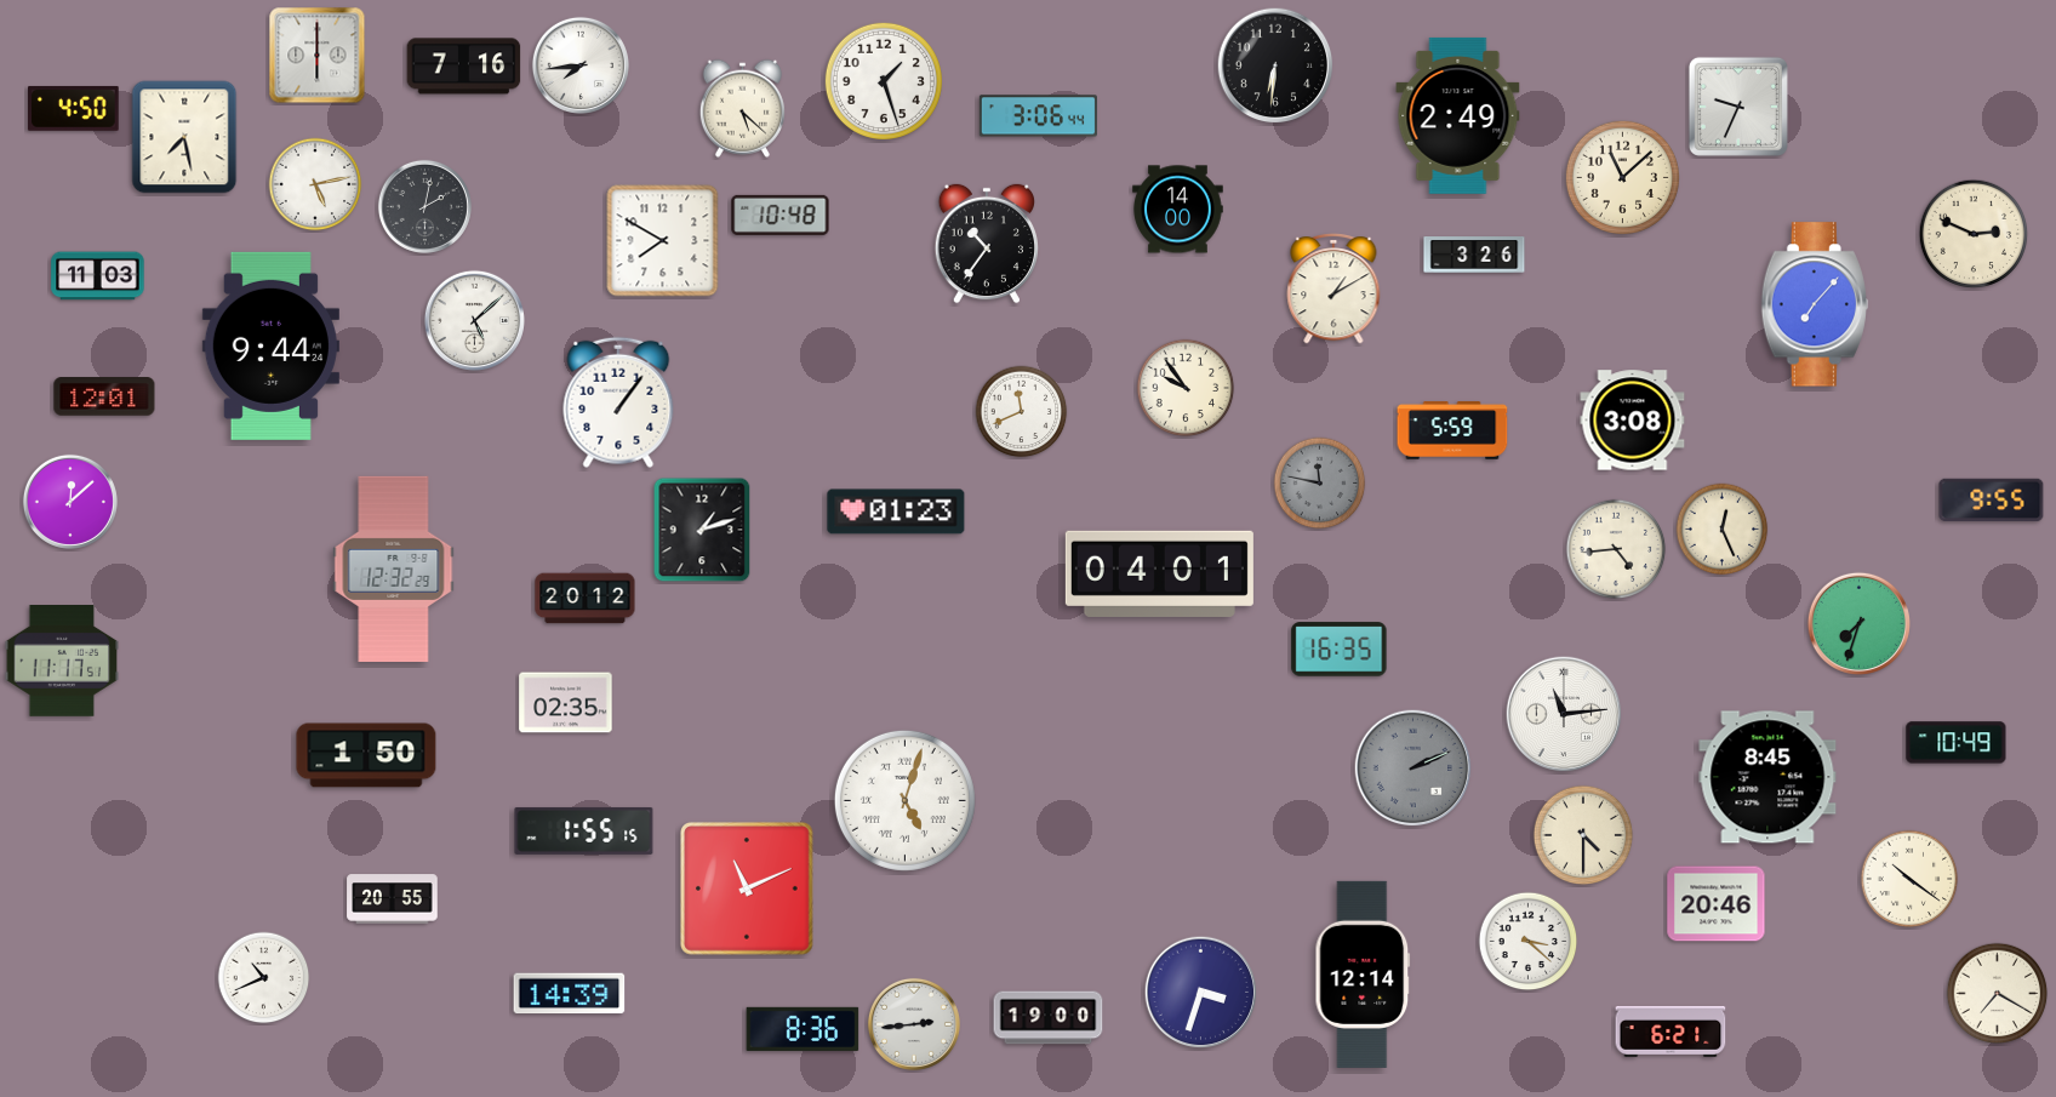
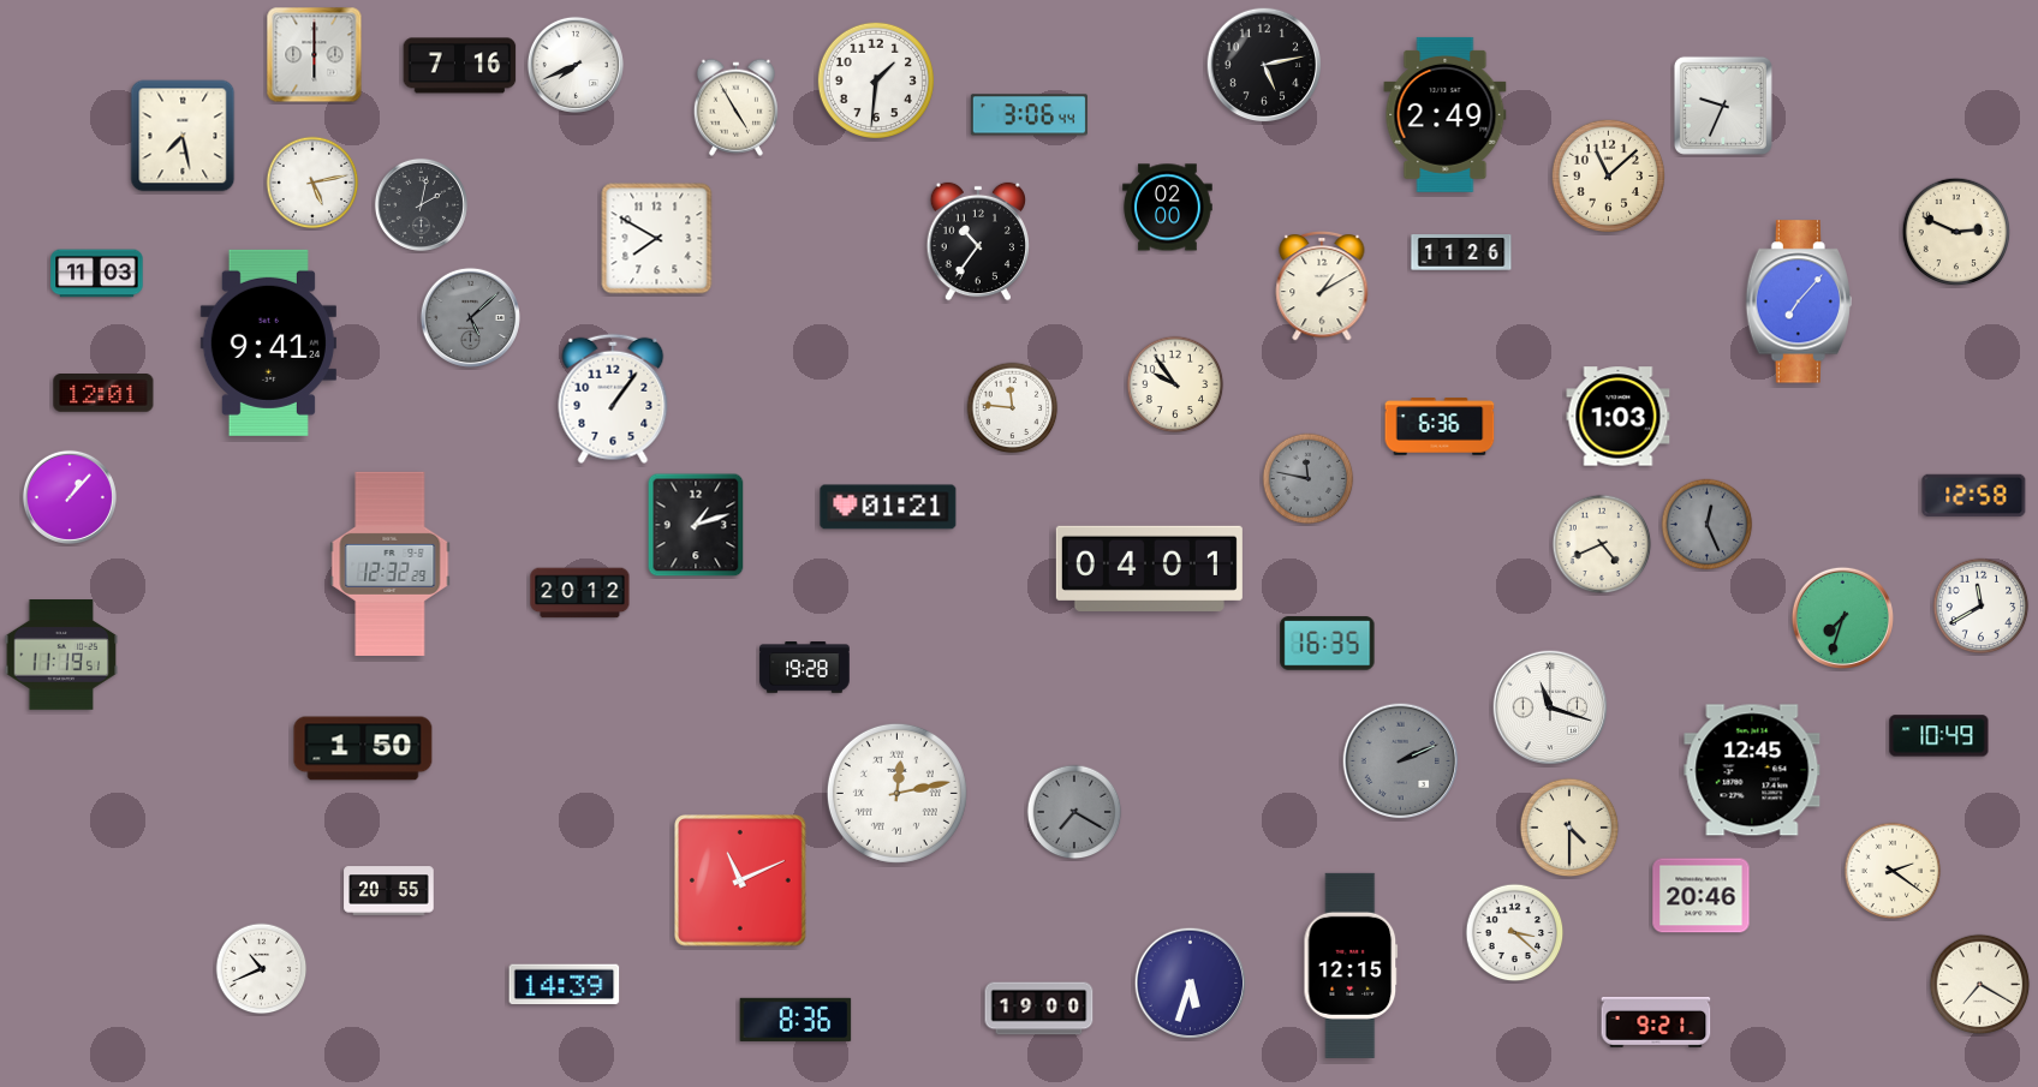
clock at (581, 65): 7:44 -> 7:41
clock at (1275, 65): 6:31 -> 5:13
clock at (884, 81): 1:27 -> 1:31
clock at (74, 108): 4:50 -> none
clock at (742, 108): 5:22 -> 4:55
clock at (1178, 210): 14:00 -> 02:00
clock at (781, 215): 10:48 -> none
clock at (1474, 256): 3:26 -> 11:26
clock at (474, 320) dial: white -> grey
clock at (270, 345): 9:44 -> 9:41
clock at (1022, 412): 11:41 -> 11:46
clock at (1633, 421): 3:08 -> 1:03
clock at (1452, 430): 5:59 -> 6:36
clock at (1992, 501): 9:55 -> 12:58
clock at (70, 502): 12:08 -> 1:07
clock at (896, 512): 01:23 -> 01:21
clock at (1723, 530) dial: cream -> grey
clock at (1616, 549): 4:44 -> 4:41
clock at (1982, 607): none -> 11:40
clock at (62, 662): 11:17 -> 11:19
clock at (805, 668): none -> 19:28
clock at (566, 703): 02:35 -> none
clock at (1564, 714): 11:14 -> 11:18
clock at (1767, 777): 8:45 -> 12:45
clock at (904, 800): 5:03 -> 12:13
clock at (1074, 812): none -> 7:20
clock at (584, 830): 1:55 -> none
clock at (1909, 879): 10:21 -> 2:21
clock at (1363, 975): 12:14 -> 12:15
clock at (1201, 993): 3:33 -> 5:33
clock at (914, 1024): 2:44 -> none
clock at (1670, 1032): 6:21 -> 9:21
